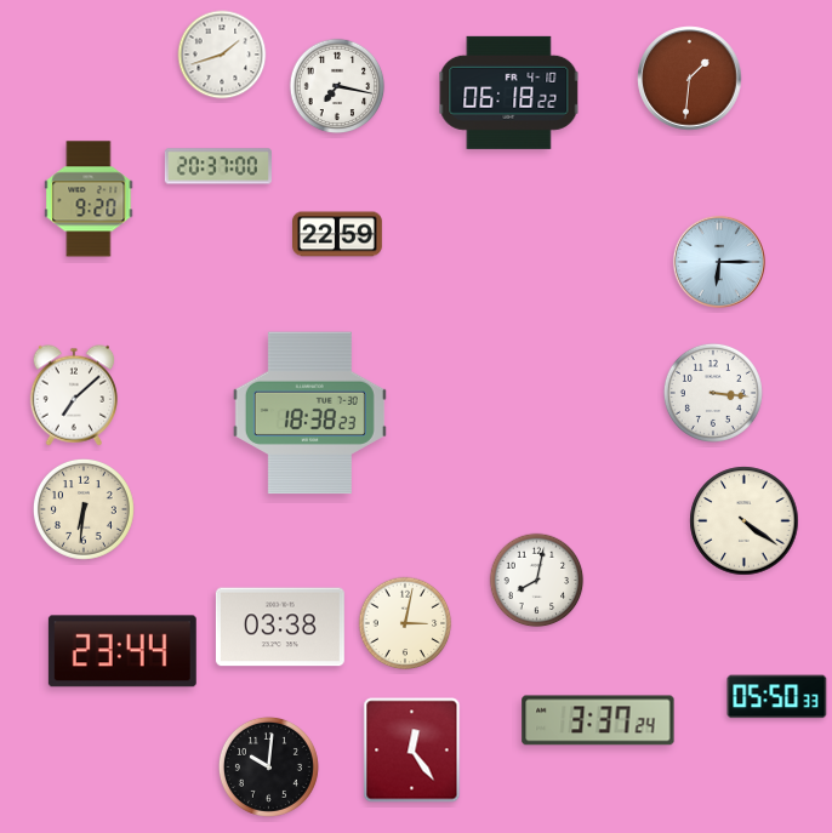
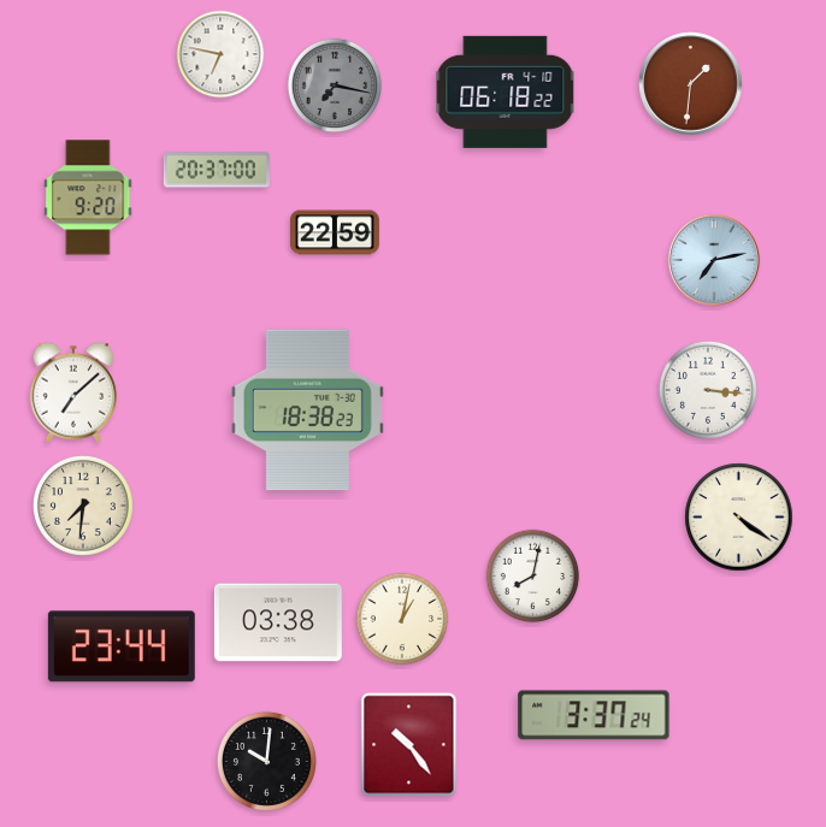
clock at (222, 55): 1:42 -> 6:47
clock at (690, 79) position: (690, 79) -> (691, 84)
clock at (337, 86) dial: white -> grey
clock at (218, 166) position: (218, 166) -> (217, 170)
clock at (719, 262): 6:15 -> 7:13
clock at (84, 509): 6:31 -> 7:31
clock at (405, 623): 3:02 -> 1:02
clock at (777, 697): 05:50 -> none
clock at (412, 751): 12:24 -> 10:24
